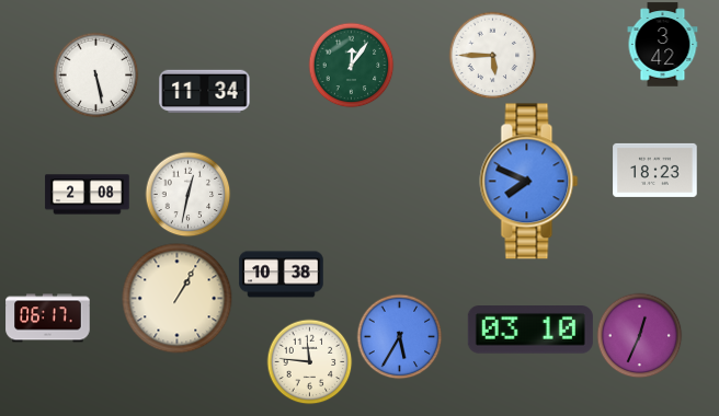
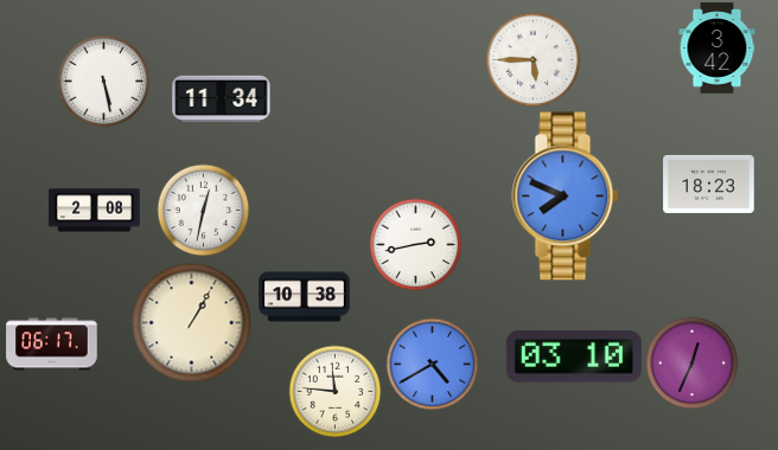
clock at (351, 65): 12:06 -> none
clock at (529, 182) position: (529, 182) -> (566, 197)
clock at (415, 244): none -> 2:43
clock at (399, 336): 5:35 -> 4:40
